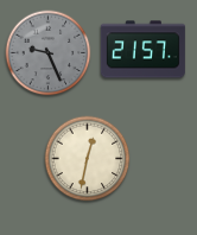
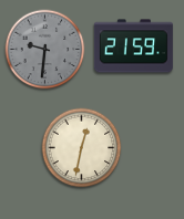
clock at (142, 50): 21:57 -> 21:59
clock at (49, 53): 9:26 -> 9:31
